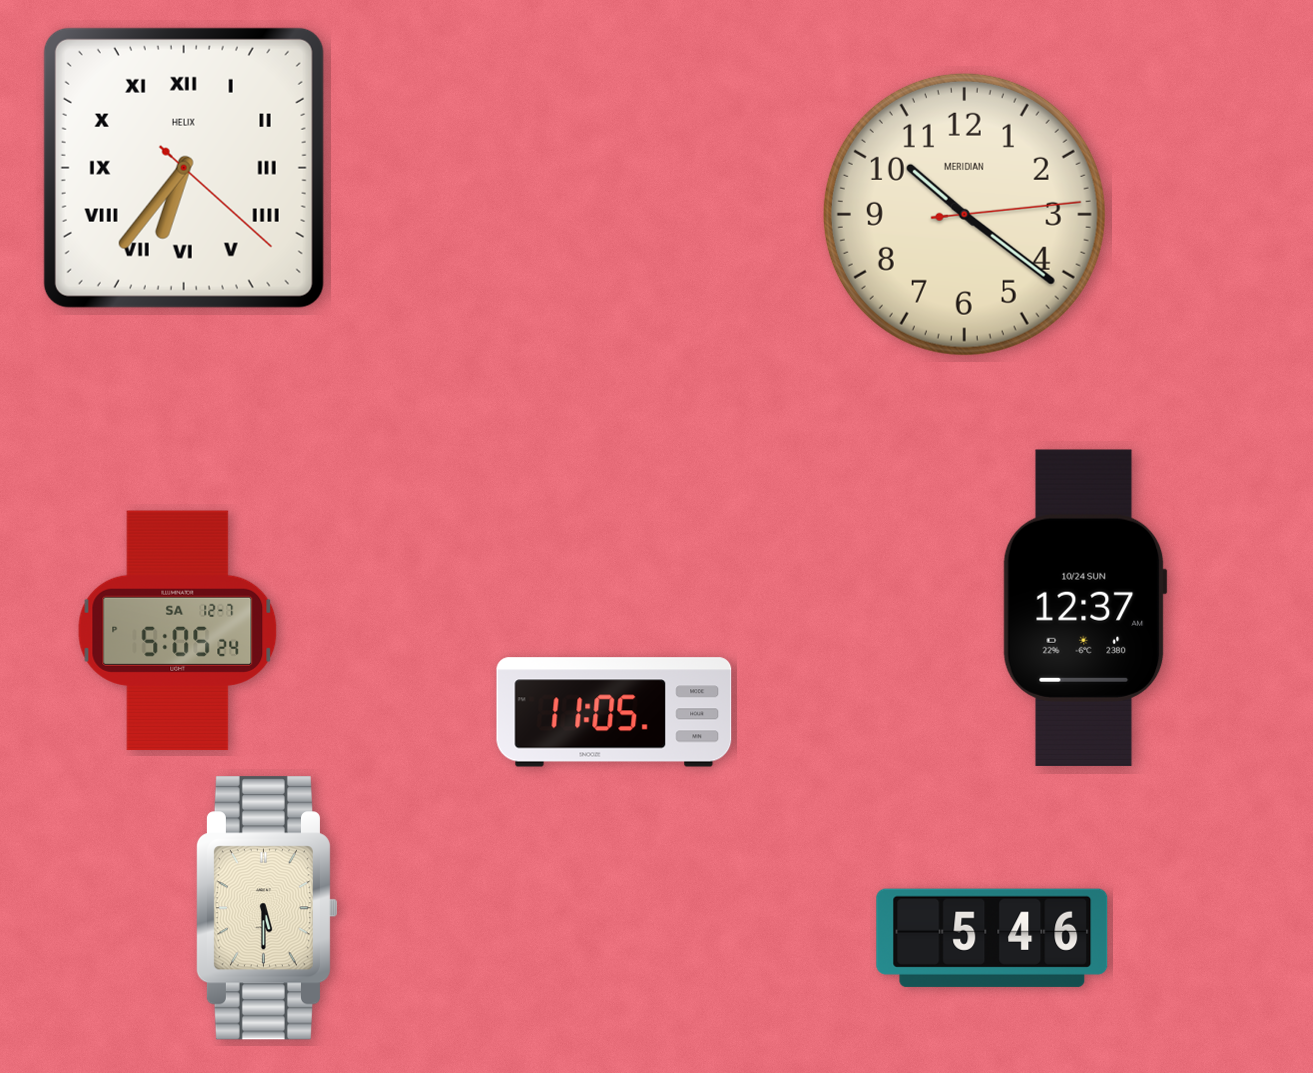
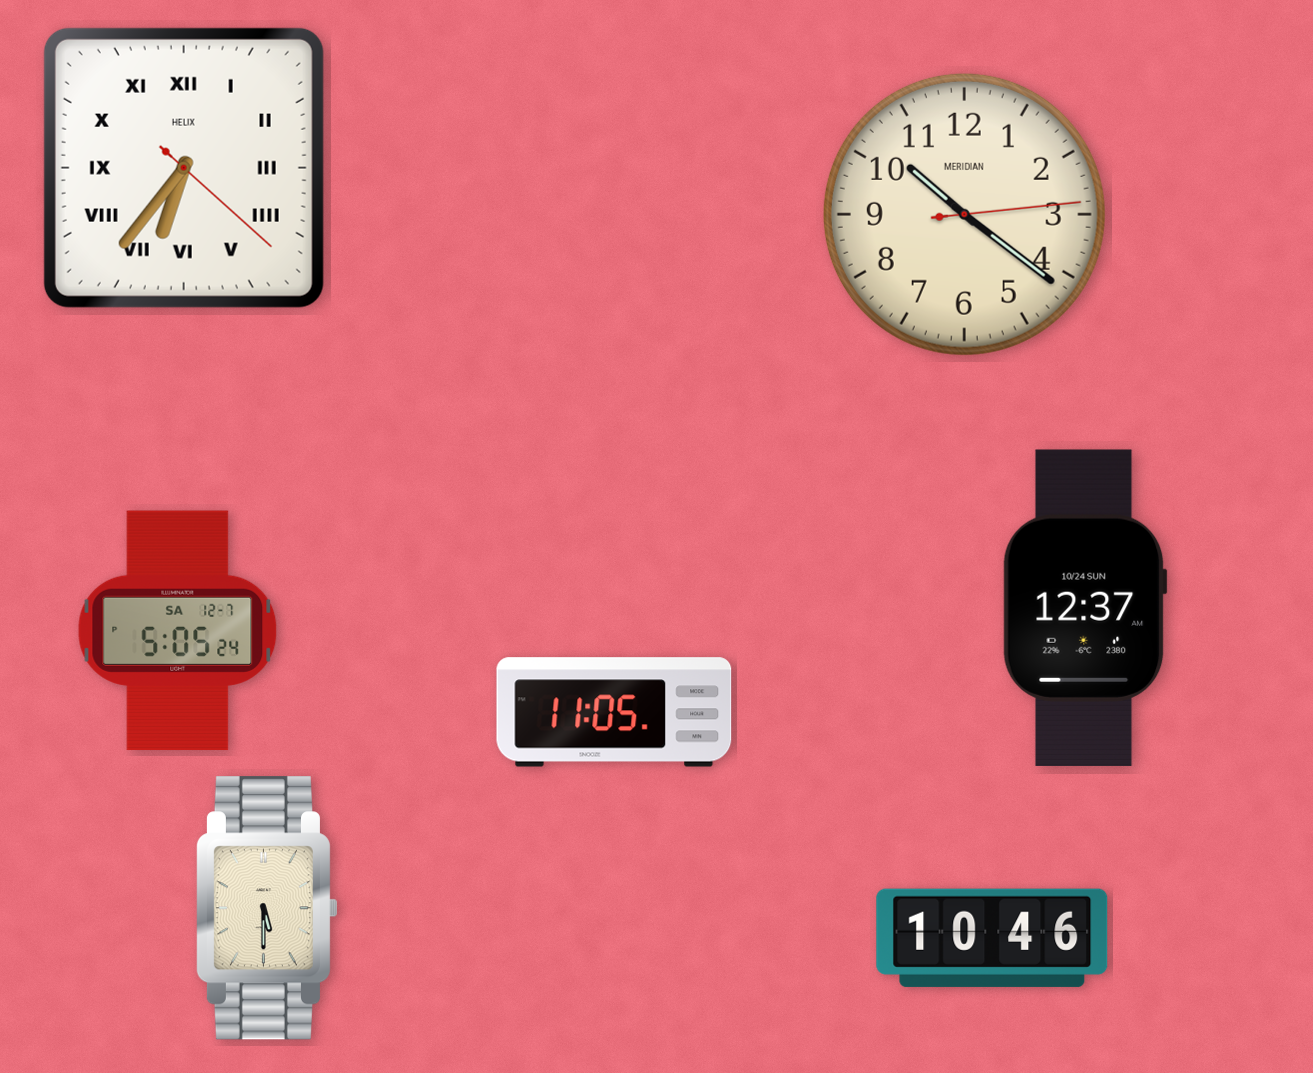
clock at (992, 938): 5:46 -> 10:46
